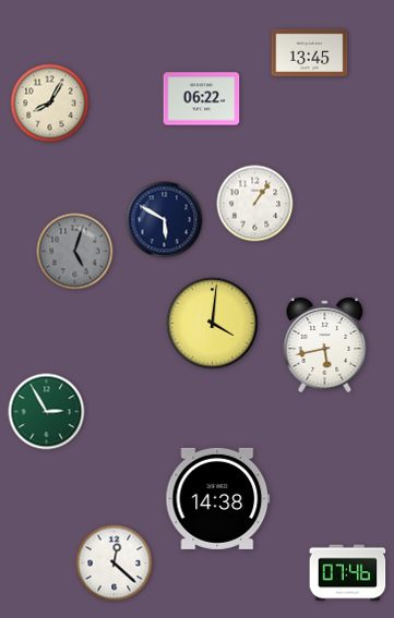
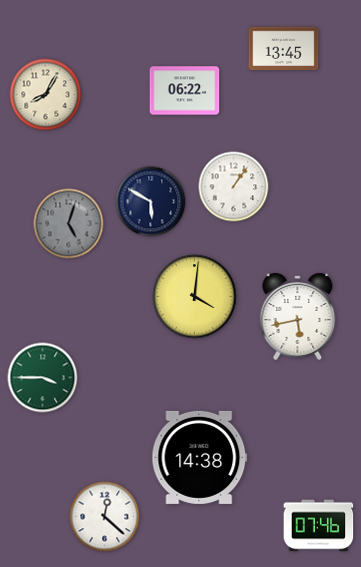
clock at (75, 252) position: (75, 252) -> (69, 224)
clock at (47, 412): 2:55 -> 3:45
